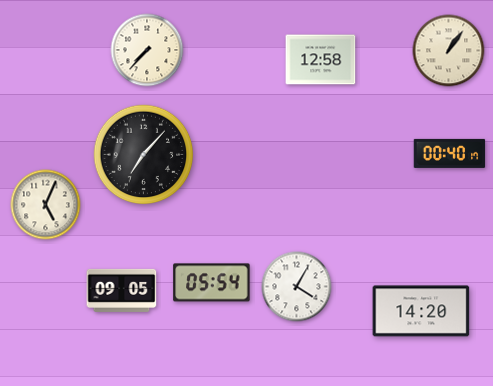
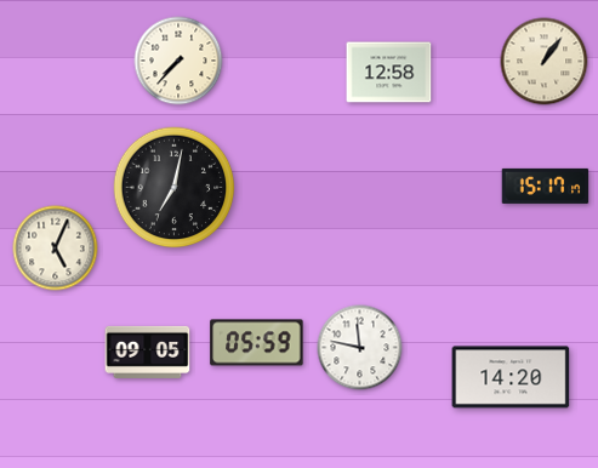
clock at (450, 153): 00:40 -> 15:17
clock at (144, 155): 7:07 -> 7:02
clock at (212, 283): 05:54 -> 05:59
clock at (297, 287): 4:05 -> 11:47
